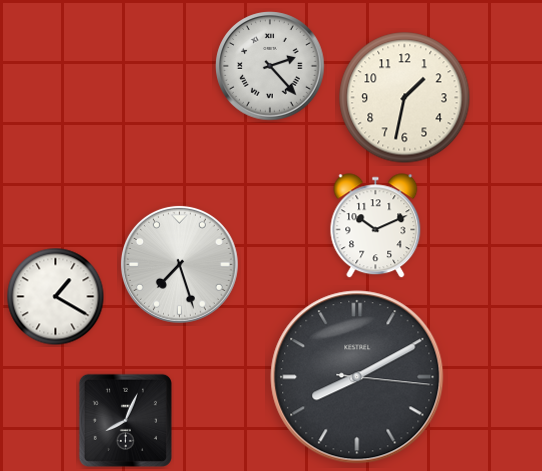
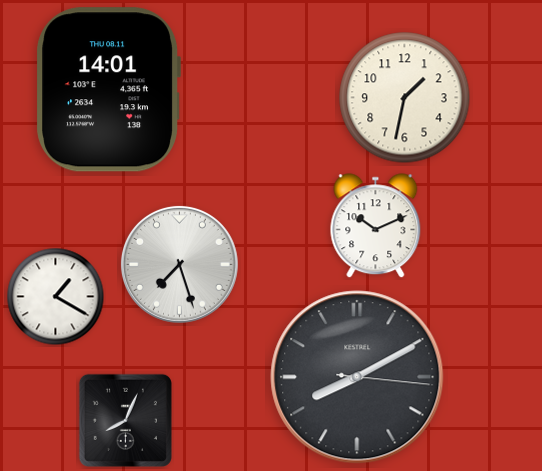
clock at (270, 66): 2:23 -> none
clock at (108, 90): none -> 14:01
